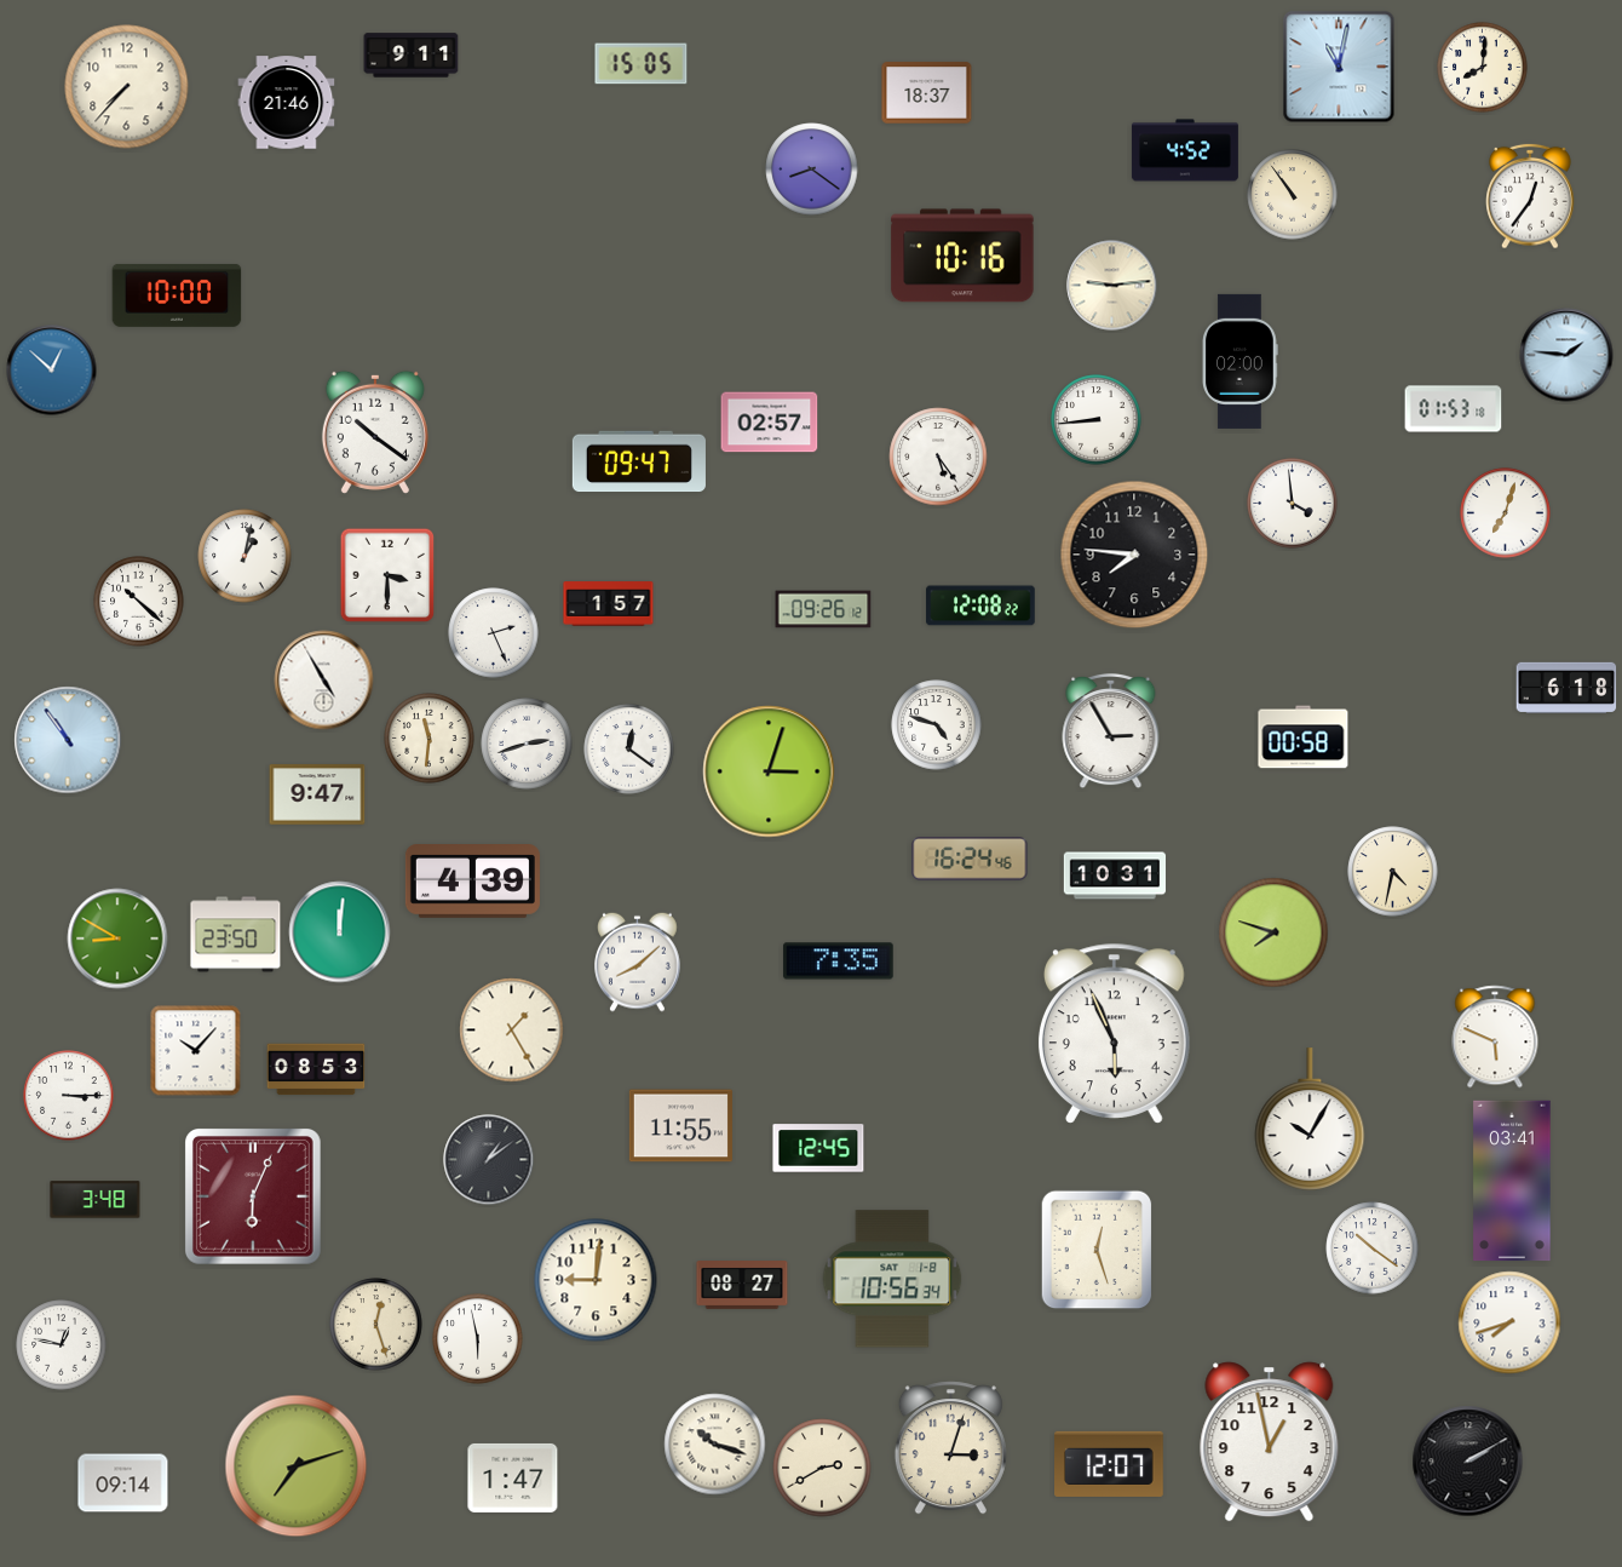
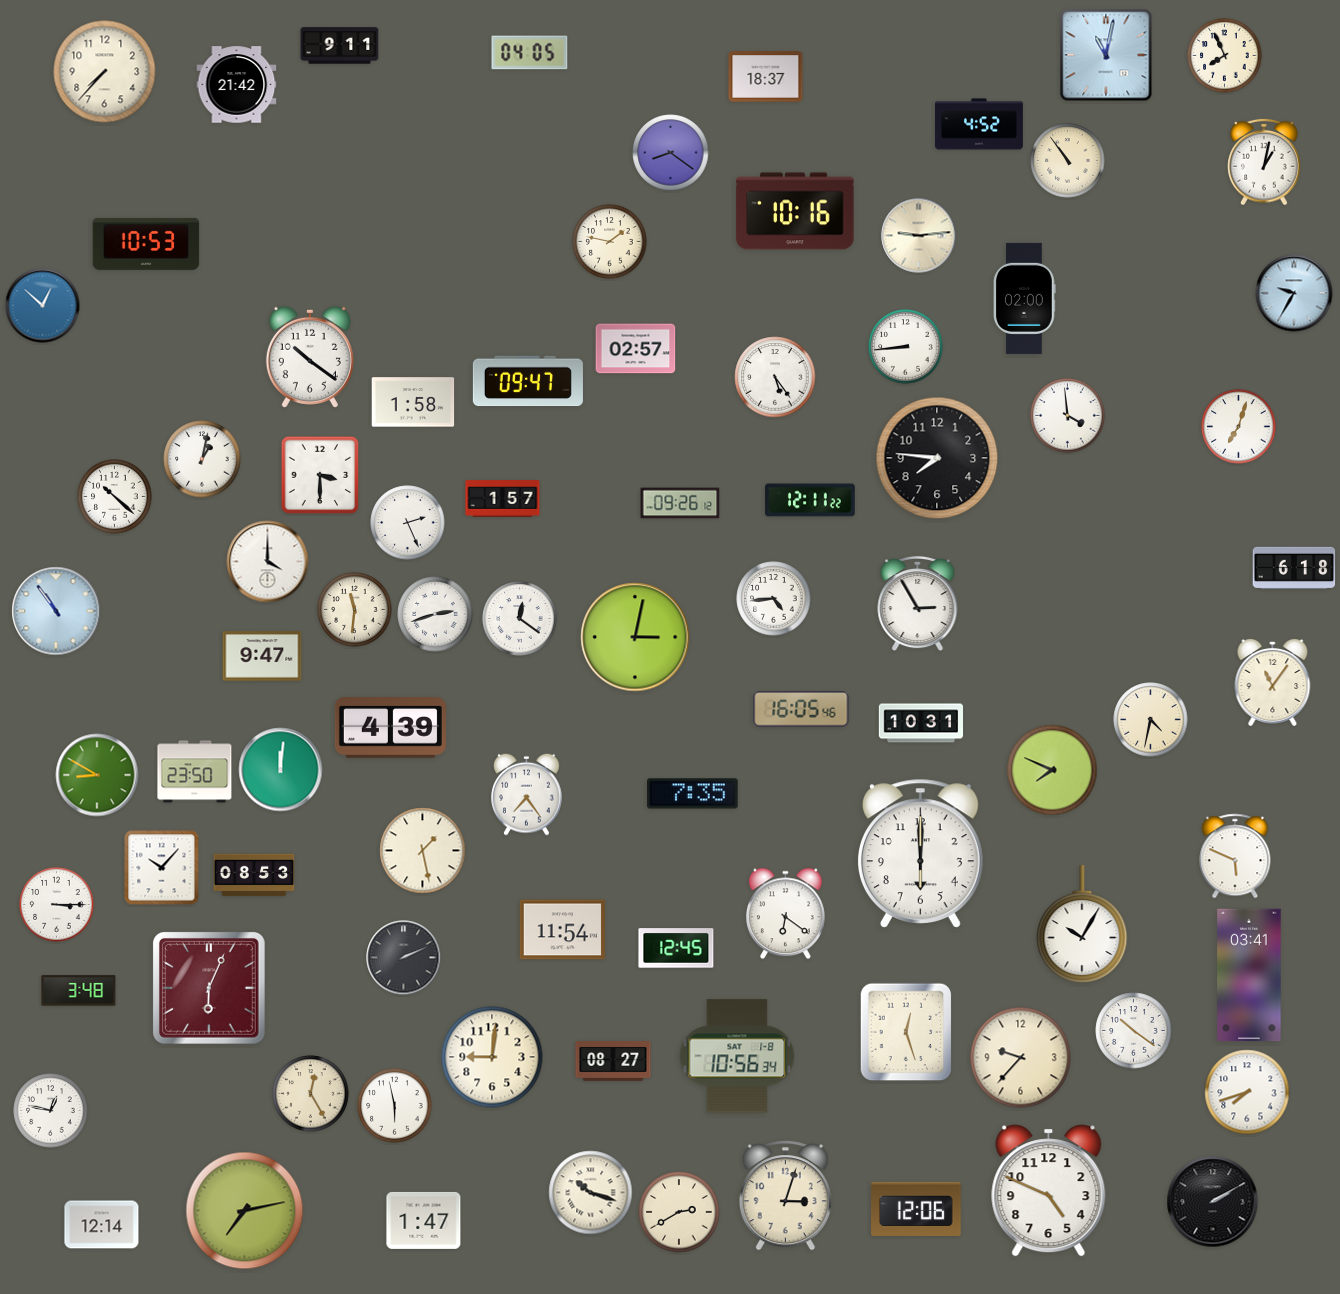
clock at (642, 64): 15:05 -> 04:05
clock at (1483, 68): 8:01 -> 7:56
clock at (287, 103): 21:46 -> 21:42
clock at (812, 170) position: (812, 170) -> (671, 153)
clock at (1530, 196): 12:36 -> 1:02
clock at (610, 242): none -> 1:47
clock at (177, 295): 10:00 -> 10:53
clock at (1566, 355): 1:46 -> 9:35
clock at (1454, 409): 01:53 -> none
clock at (413, 402): none -> 1:58
clock at (1506, 513) position: (1506, 513) -> (1239, 427)
clock at (980, 605): 12:08 -> 12:11
clock at (324, 681): 4:55 -> 4:00
clock at (937, 725): 4:48 -> 4:44
clock at (1304, 737): 00:58 -> none
clock at (769, 771): 3:03 -> 3:02
clock at (1273, 682): none -> 11:06
clock at (970, 859): 16:24 -> 16:05
clock at (1273, 932): 7:48 -> 7:49
clock at (638, 962): 8:08 -> 7:24
clock at (512, 1031): 1:25 -> 1:28
clock at (1114, 1033): 5:56 -> 6:00
clock at (316, 1069) position: (316, 1069) -> (254, 875)
clock at (785, 914): none -> 6:21
clock at (680, 1126): 11:55 -> 11:54
clock at (489, 1160): 1:09 -> 2:11
clock at (1021, 1058): none -> 9:37
clock at (376, 1325): 12:27 -> 12:25
clock at (1270, 1442): 12:58 -> 4:49
clock at (1468, 1462) position: (1468, 1462) -> (1213, 1202)
clock at (1109, 1464): 12:07 -> 12:06
clock at (297, 1466): 7:12 -> 7:13
clock at (123, 1483): 09:14 -> 12:14
